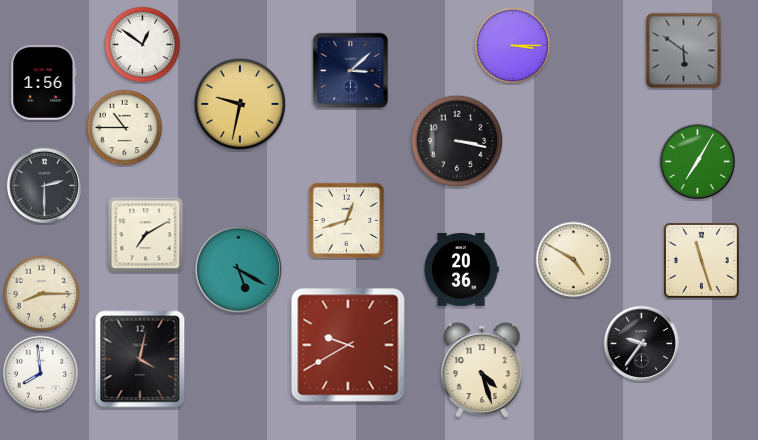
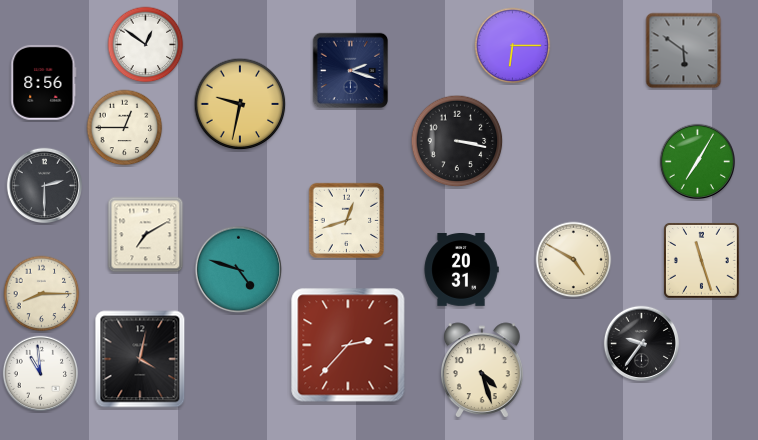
clock at (143, 45) position: (143, 45) -> (146, 45)
clock at (513, 46): 3:15 -> 6:15
clock at (351, 71): 3:08 -> 2:18
clock at (44, 82): 1:56 -> 8:56
clock at (125, 128): 10:45 -> 12:45
clock at (461, 269): 20:36 -> 20:31
clock at (239, 270): 5:20 -> 4:48
clock at (348, 345): 9:40 -> 2:37
clock at (40, 373): 7:59 -> 10:59
